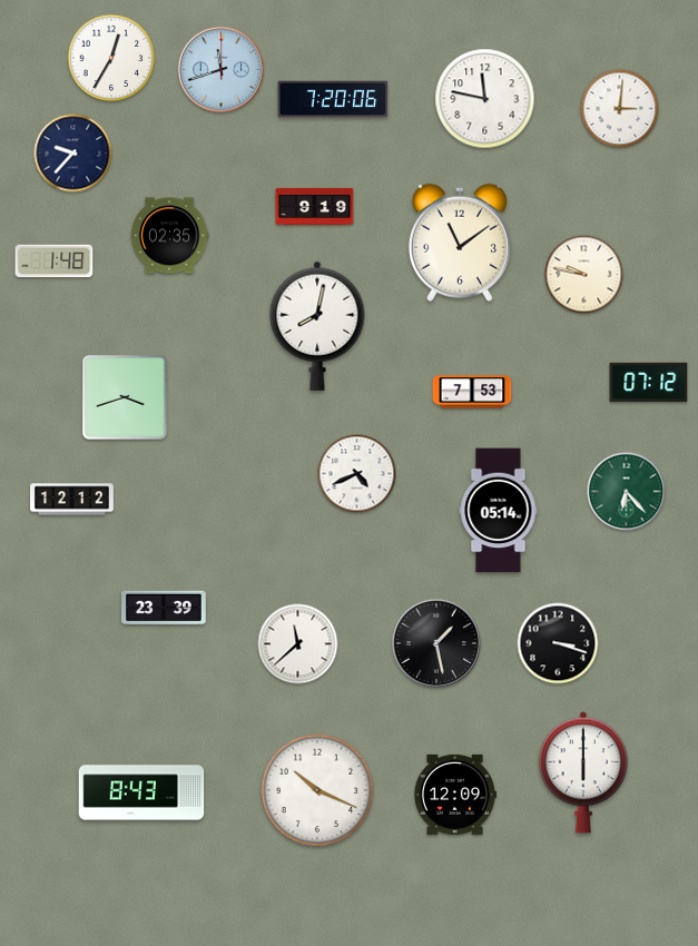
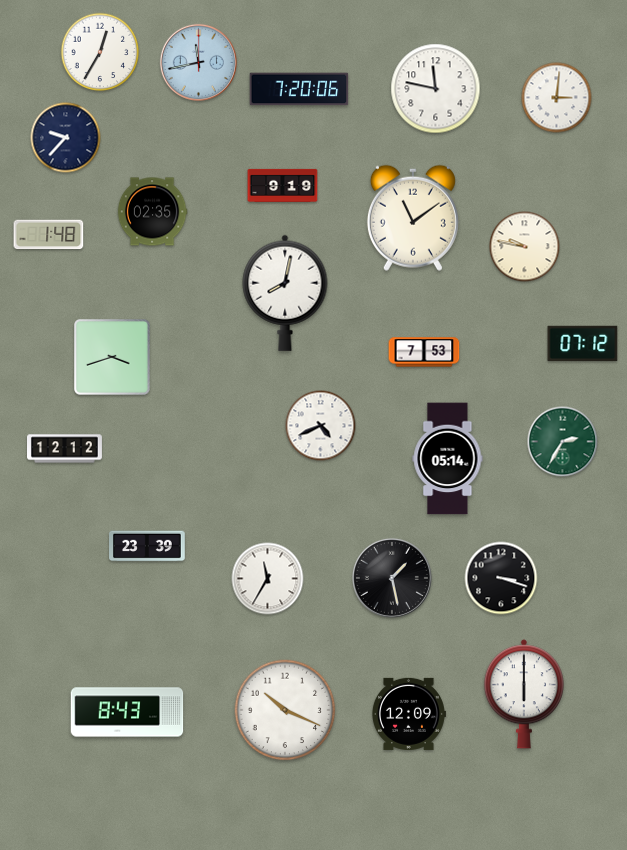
clock at (220, 69): 11:42 -> 11:43
clock at (627, 492): 6:23 -> 2:35
clock at (298, 644): 11:38 -> 11:35
